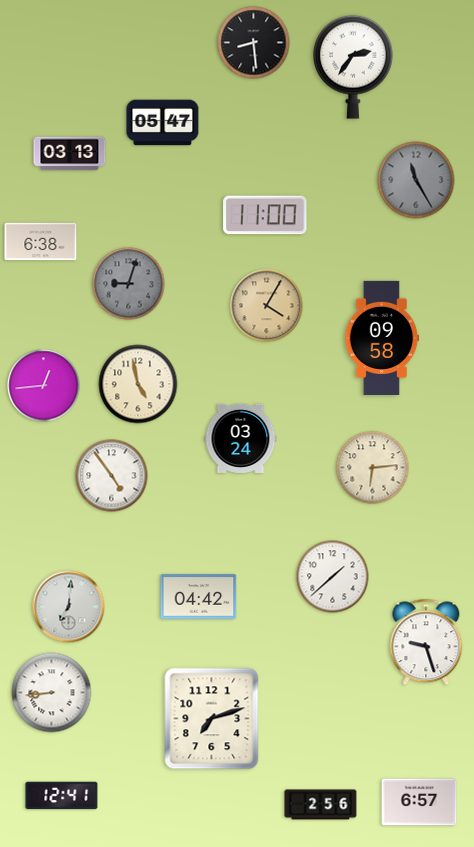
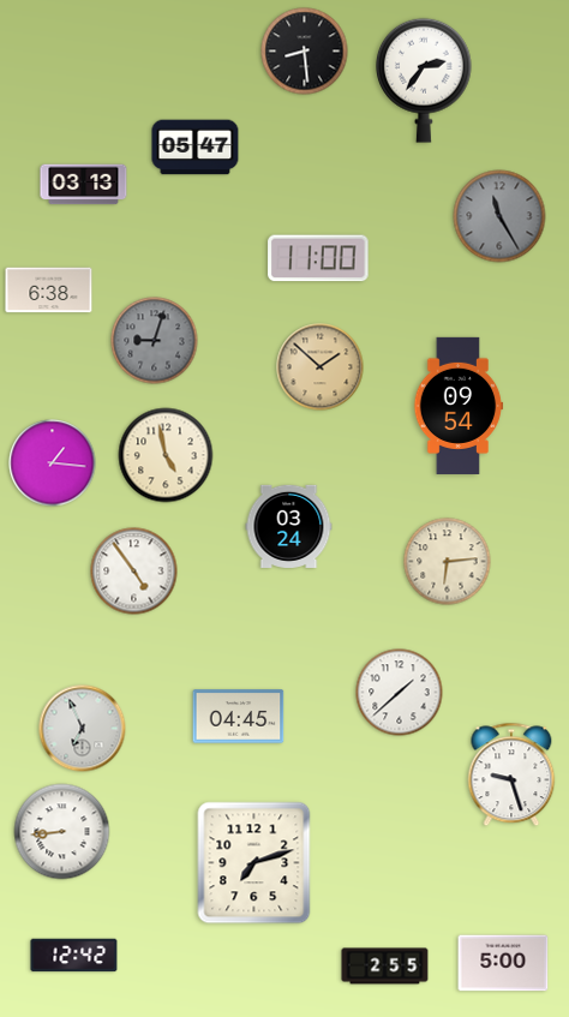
clock at (267, 306): 4:05 -> 1:52
clock at (382, 338): 09:58 -> 09:54
clock at (138, 384) position: (138, 384) -> (166, 455)
clock at (44, 386): 12:44 -> 1:16
clock at (199, 597): 04:42 -> 04:45
clock at (69, 607): 7:01 -> 6:56
clock at (426, 642) position: (426, 642) -> (511, 774)
clock at (62, 796): 12:41 -> 12:42
clock at (419, 802): 6:57 -> 5:00
clock at (321, 805): 2:56 -> 2:55
